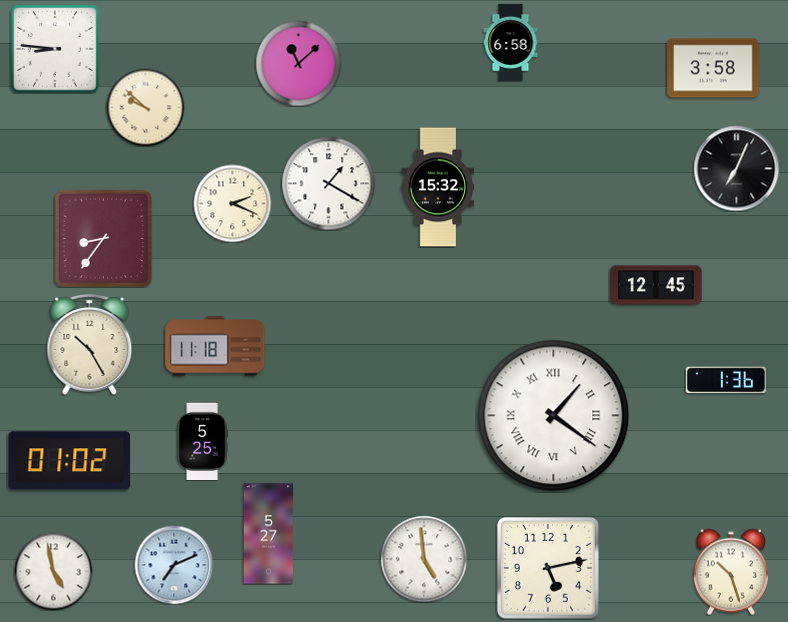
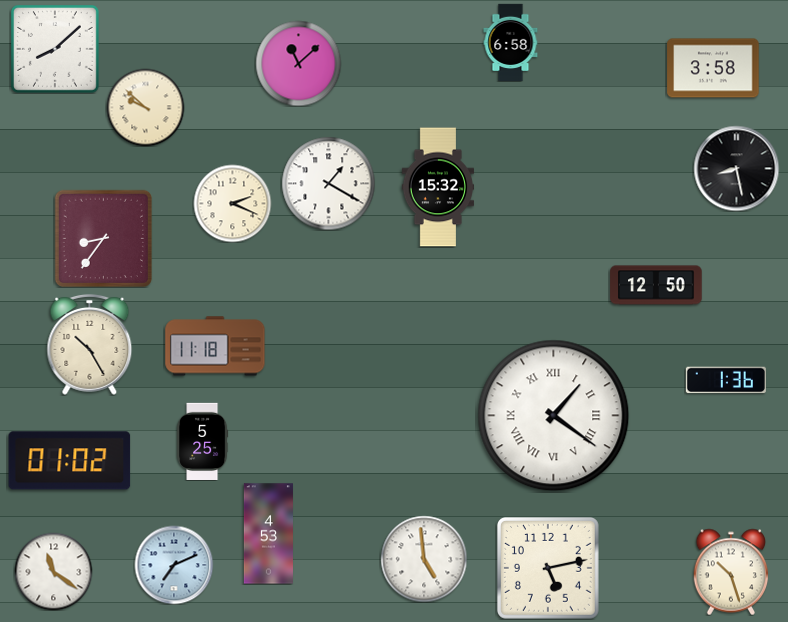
clock at (55, 49): 8:46 -> 8:08
clock at (736, 168): 7:04 -> 8:28
clock at (656, 285): 12:45 -> 12:50
clock at (268, 534): 5:27 -> 4:53
clock at (53, 571): 4:58 -> 11:21
